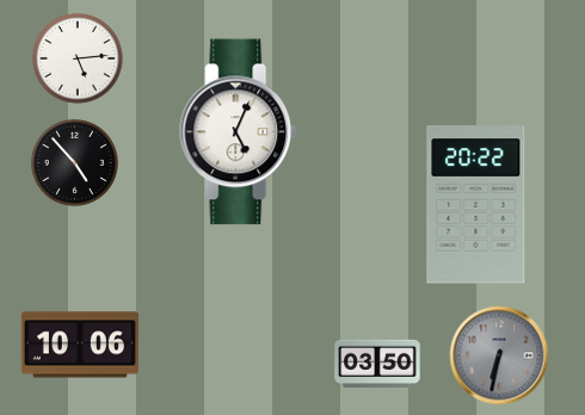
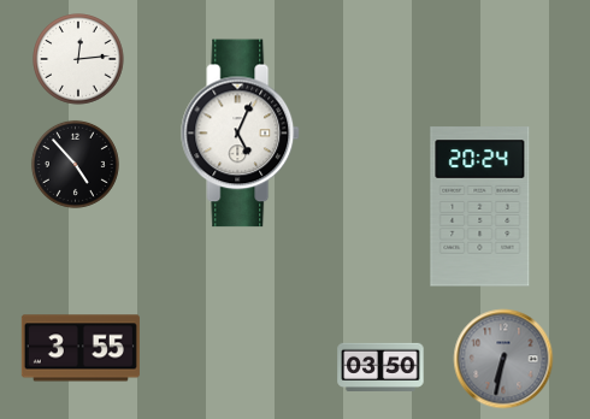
clock at (78, 58): 5:14 -> 12:14
clock at (476, 205): 20:22 -> 20:24
clock at (80, 345): 10:06 -> 3:55
